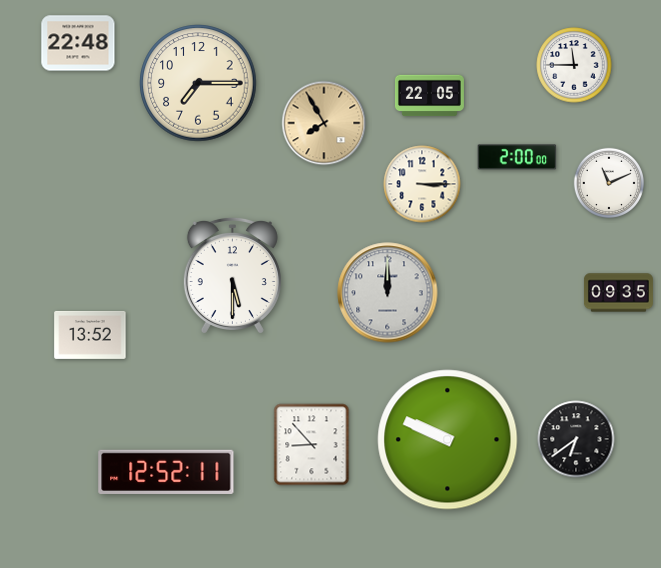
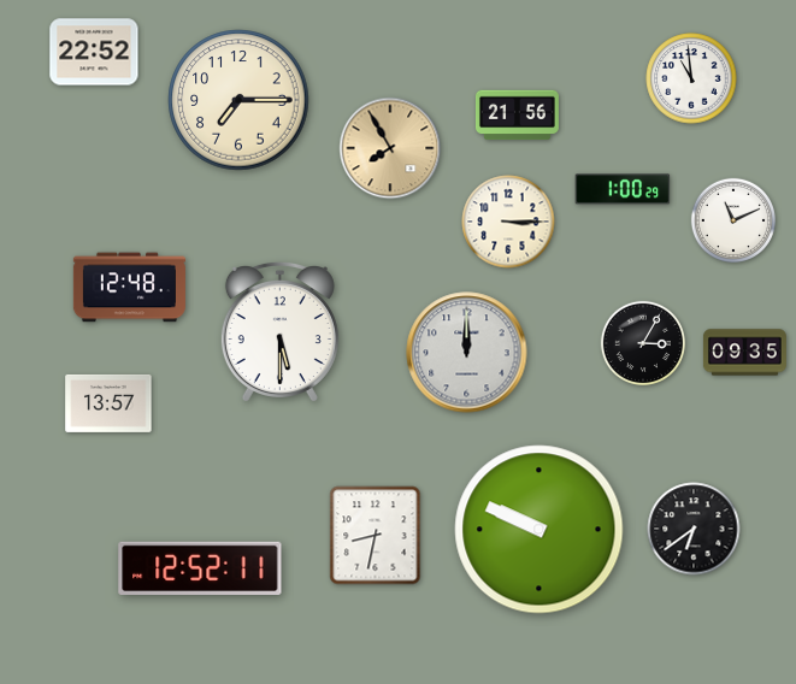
clock at (78, 43): 22:48 -> 22:52
clock at (574, 65): 11:45 -> 10:59
clock at (429, 96): 22:05 -> 21:56
clock at (517, 157): 2:00 -> 1:00
clock at (129, 288): none -> 12:48
clock at (642, 342): none -> 3:05
clock at (90, 335): 13:52 -> 13:57
clock at (312, 445): 8:53 -> 8:32
